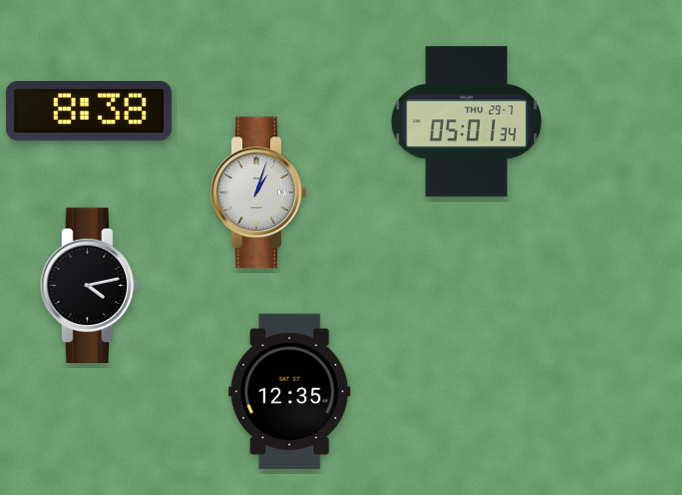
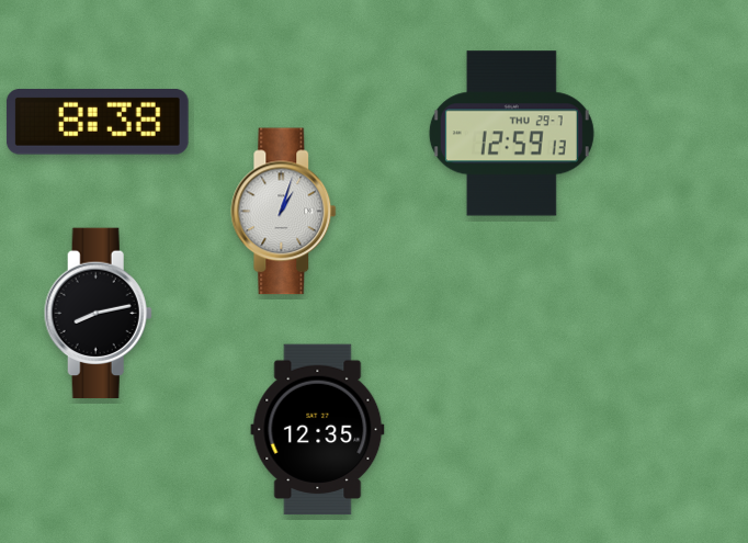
clock at (466, 122): 05:01 -> 12:59
clock at (89, 286): 4:13 -> 8:13
